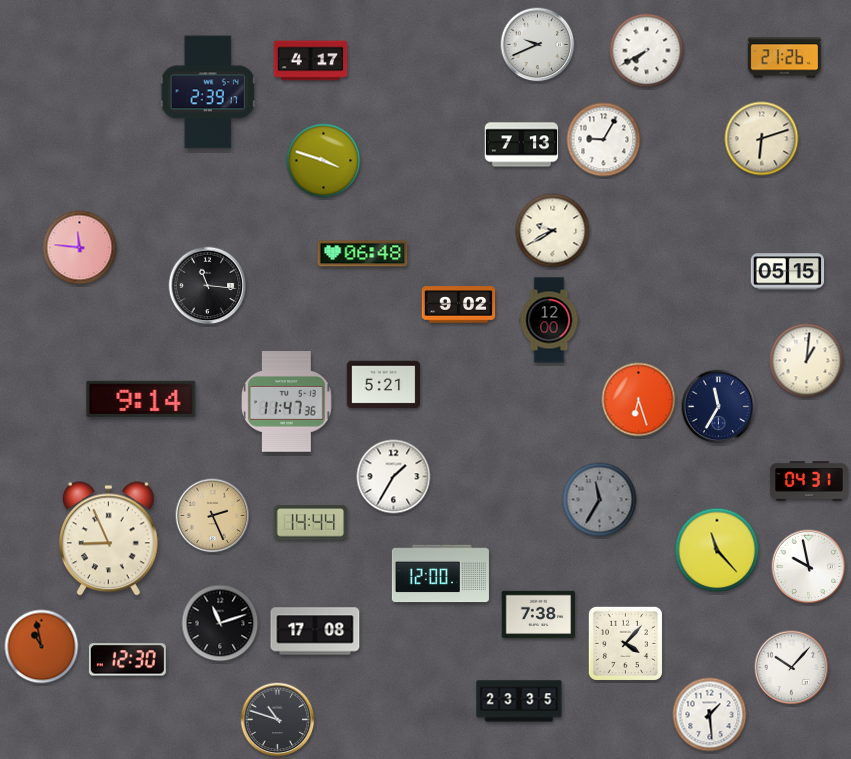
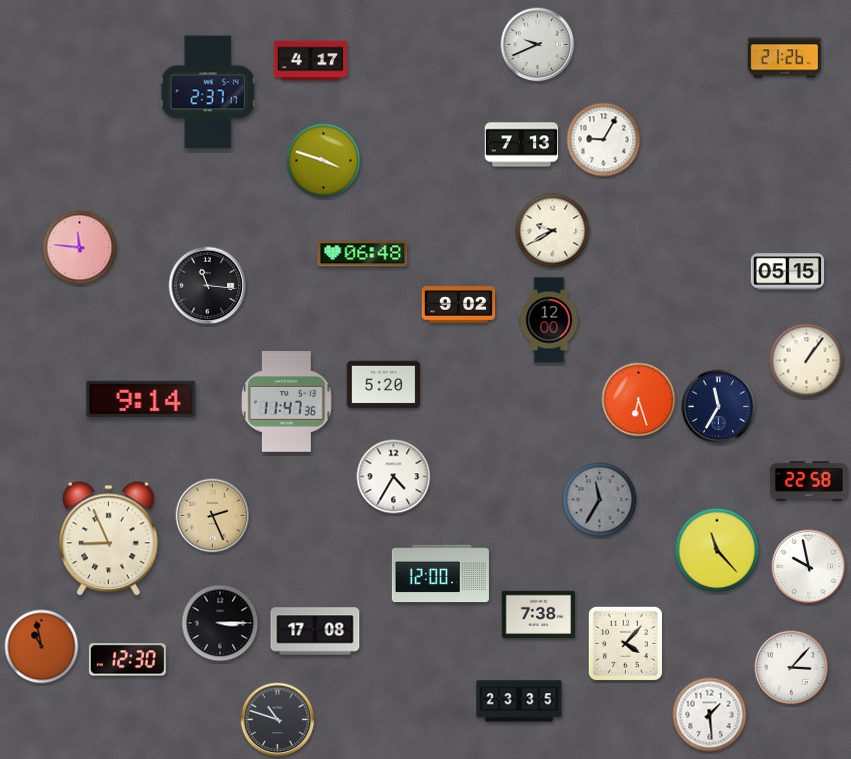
clock at (647, 51): 7:40 -> none
clock at (208, 92): 2:39 -> 2:37
clock at (762, 139): 6:12 -> none
clock at (807, 361): 1:01 -> 1:06
clock at (384, 385): 5:21 -> 5:20
clock at (394, 477): 1:35 -> 4:35
clock at (810, 481): 04:31 -> 22:58
clock at (311, 523): 14:44 -> none
clock at (220, 623): 11:12 -> 3:15
clock at (792, 668): 10:07 -> 3:07
